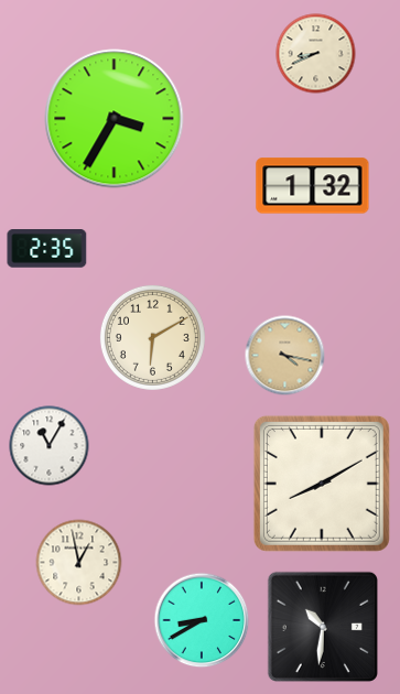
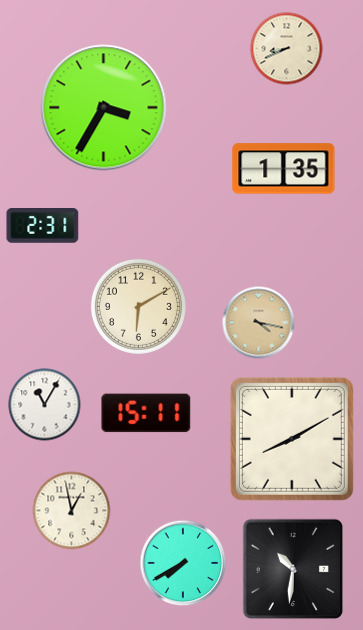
clock at (313, 186): 1:32 -> 1:35
clock at (47, 249): 2:35 -> 2:31
clock at (146, 413): none -> 15:11
clock at (202, 620): 8:40 -> 7:40
